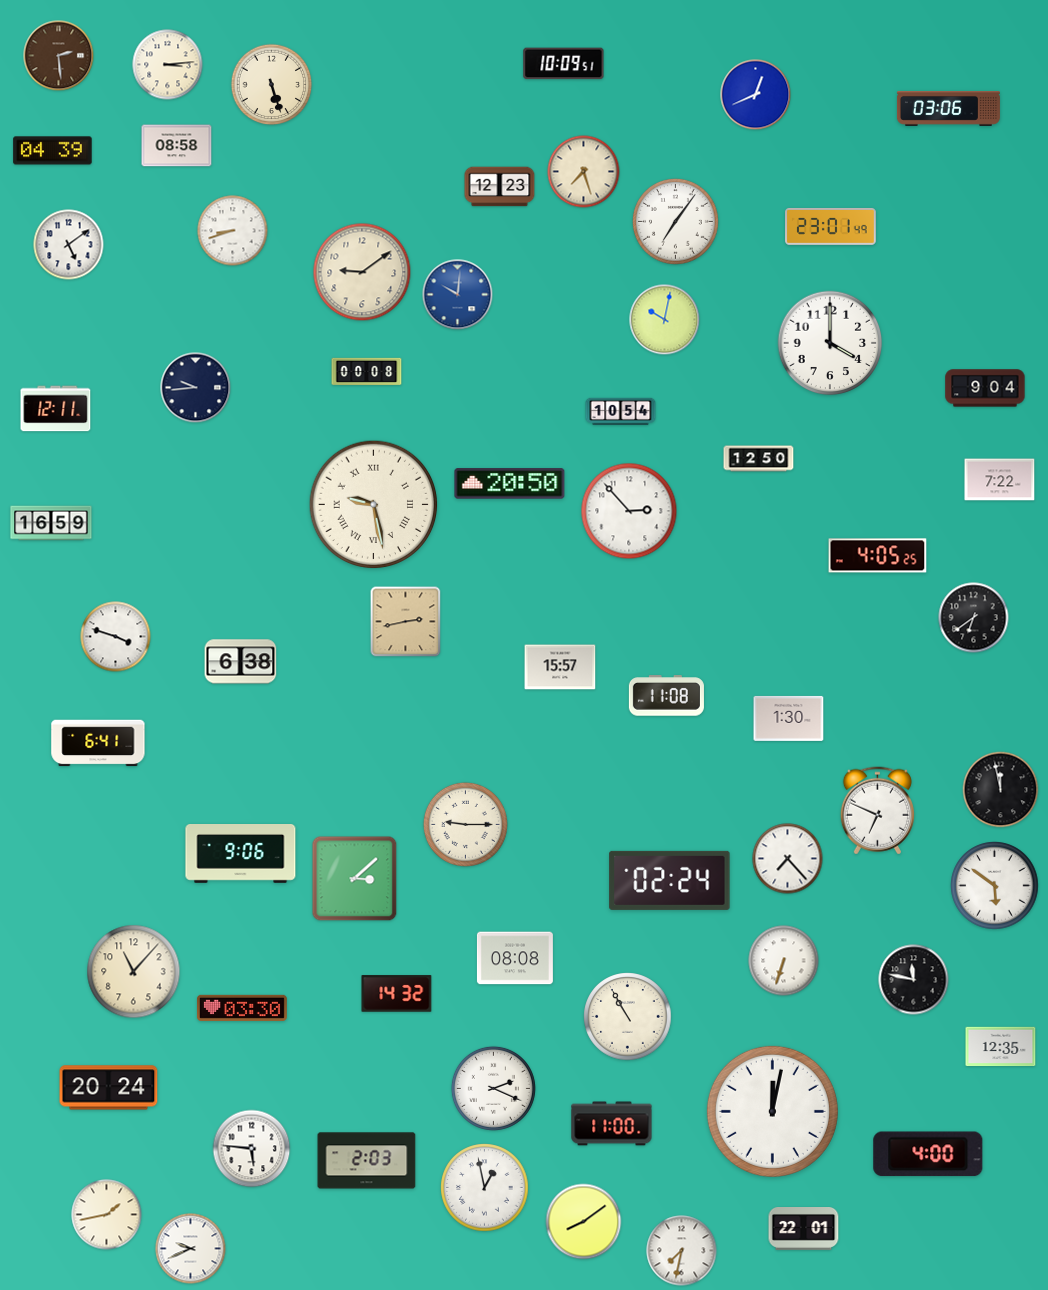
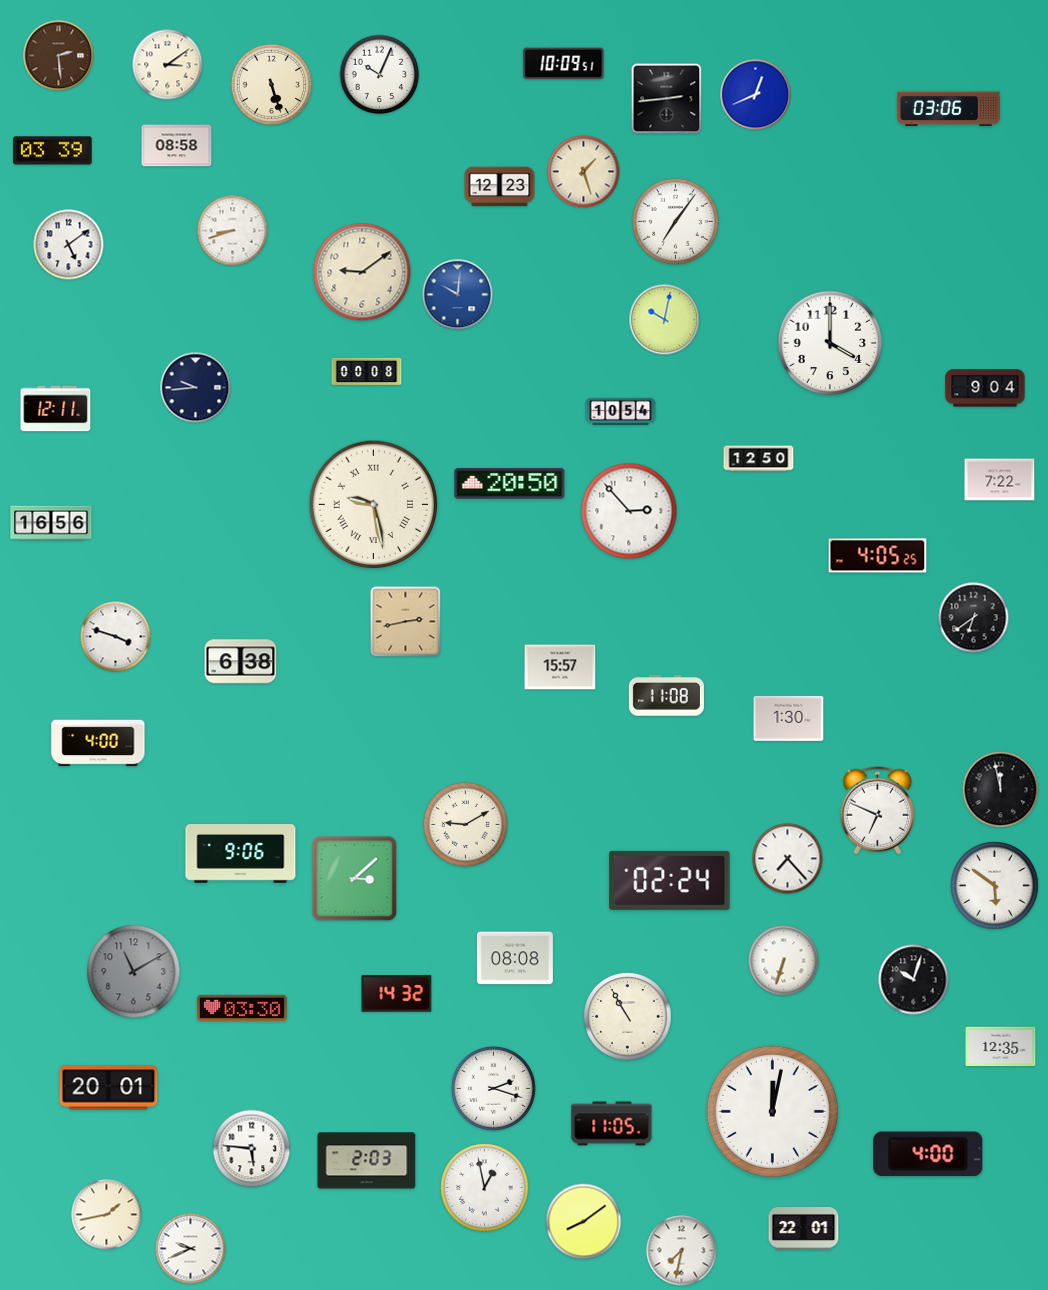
clock at (168, 65): 3:14 -> 3:09
clock at (380, 75): none -> 10:04
clock at (667, 99): none -> 2:44
clock at (53, 151): 04:39 -> 03:39
clock at (584, 172): 7:27 -> 1:27
clock at (831, 226): 23:01 -> none
clock at (51, 523): 16:59 -> 16:56
clock at (98, 743): 6:41 -> 4:00
clock at (465, 824): 9:15 -> 9:10
clock at (134, 972): 11:07 -> 11:10
clock at (134, 972) dial: cream -> grey
clock at (914, 980): 11:47 -> 10:03
clock at (109, 1088): 20:24 -> 20:01
clock at (493, 1088): 2:19 -> 2:18
clock at (612, 1124): 11:00 -> 11:05
